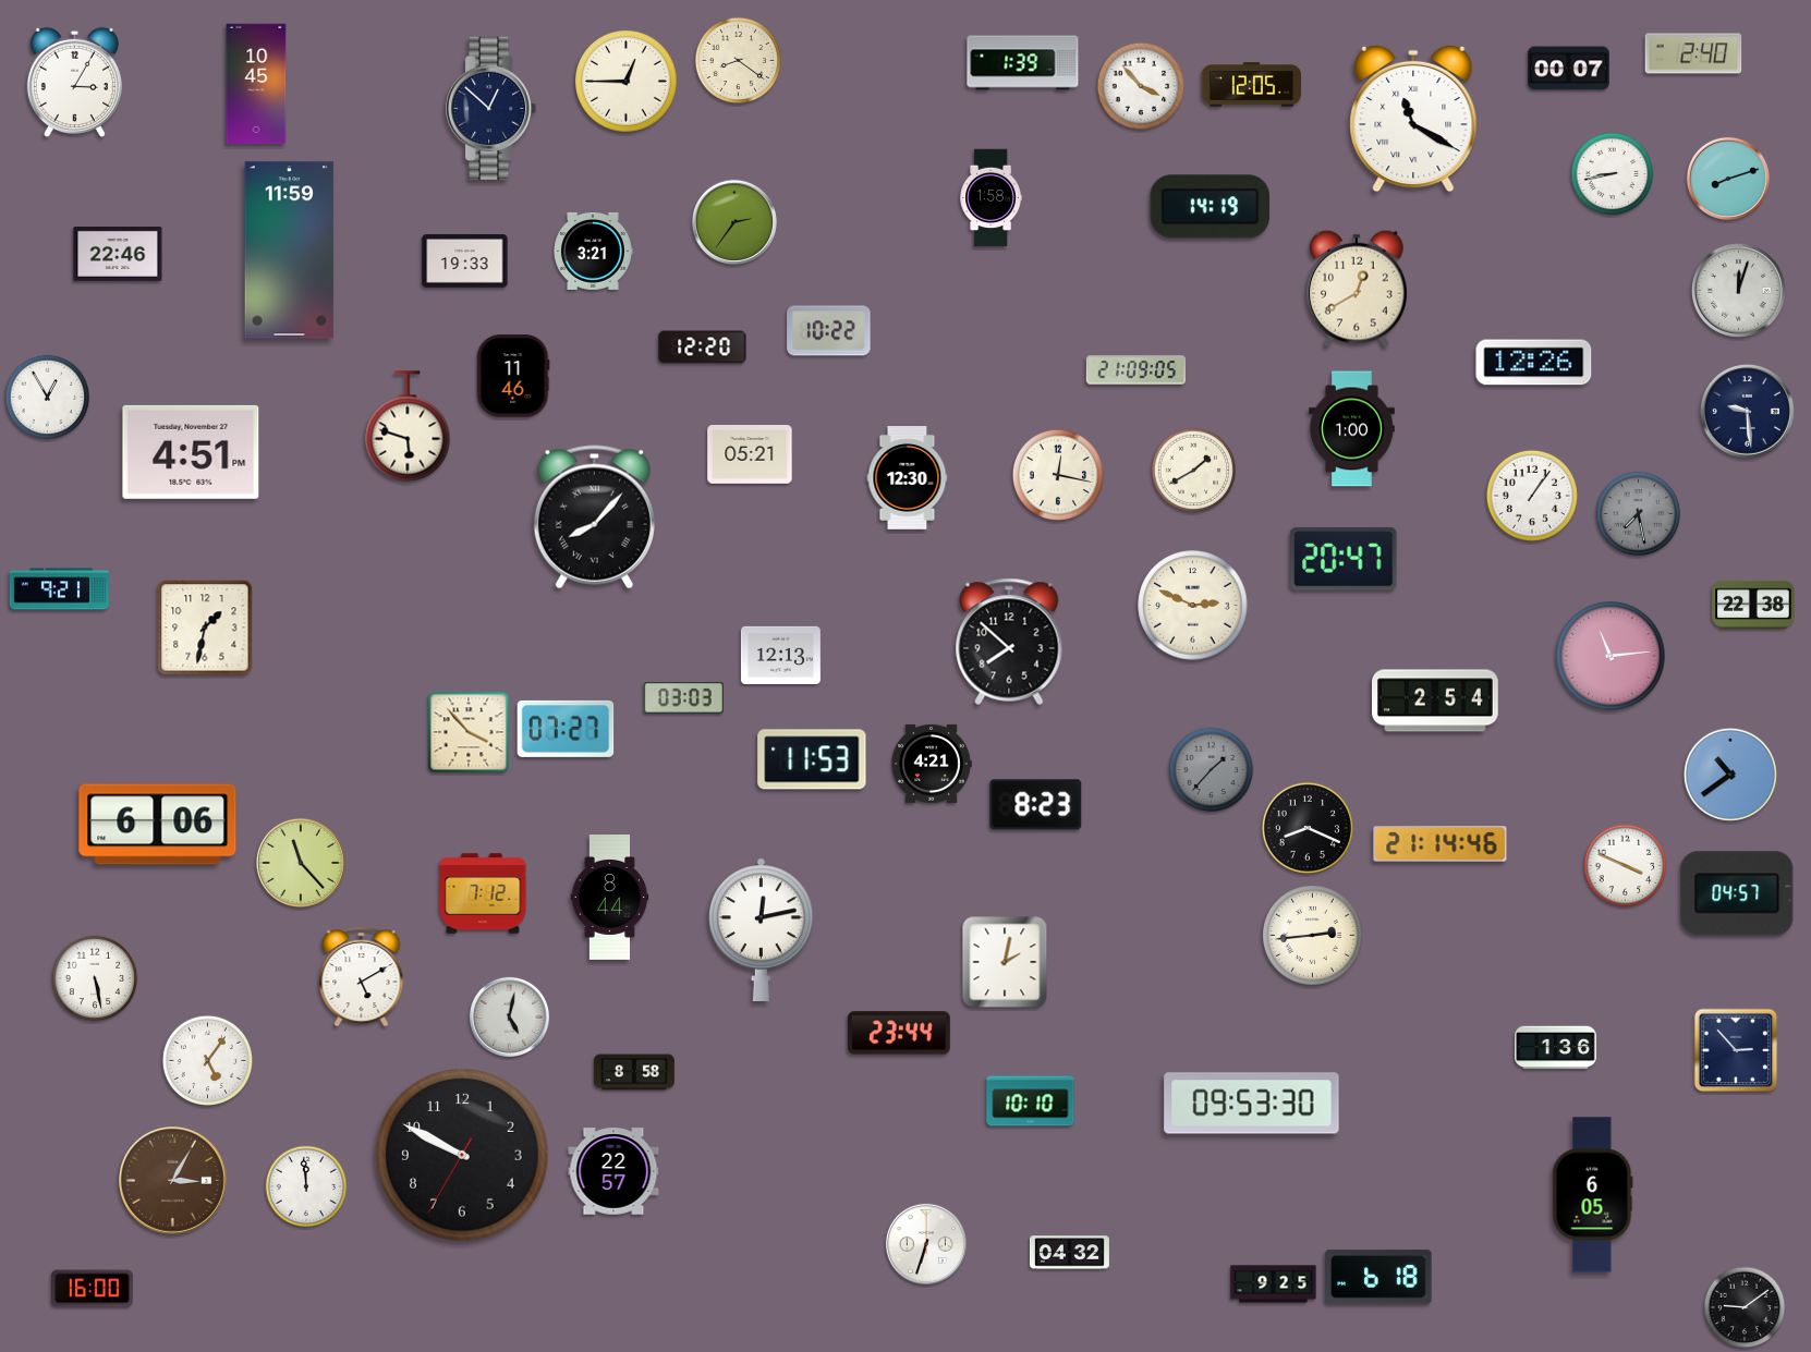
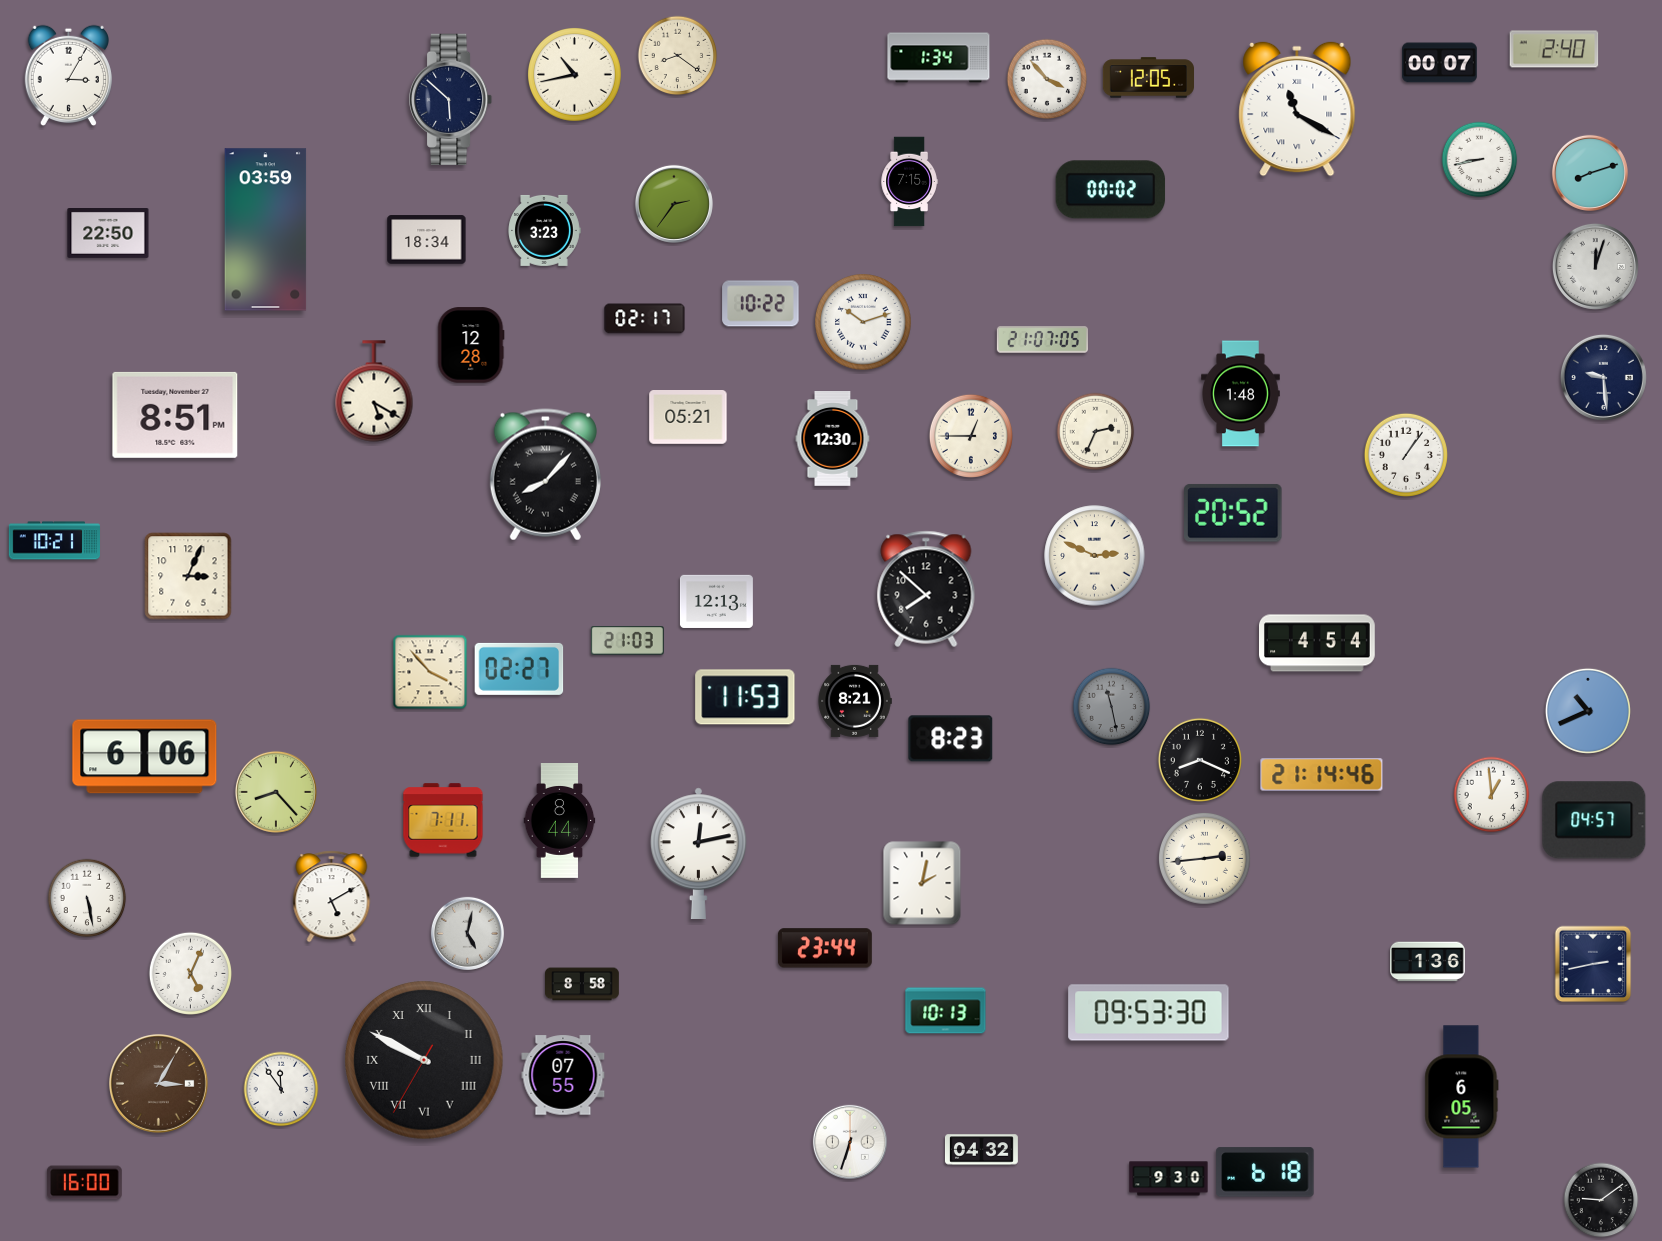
clock at (1023, 63): 1:39 -> 1:34
clock at (627, 82): 12:45 -> 10:43
clock at (256, 84): 10:45 -> none
clock at (493, 108): 12:52 -> 5:52
clock at (1728, 179) position: (1728, 179) -> (1590, 173)
clock at (990, 198): 1:58 -> 7:15
clock at (1211, 207): 14:19 -> 00:02
clock at (290, 251): 11:59 -> 03:59
clock at (593, 251): 3:21 -> 3:23
clock at (118, 255): 22:46 -> 22:50
clock at (465, 261): 19:33 -> 18:34
clock at (1357, 289): 12:40 -> none
clock at (703, 348): 12:20 -> 02:17
clock at (863, 322): none -> 10:12
clock at (1534, 363): 12:26 -> none
clock at (1135, 370): 21:09 -> 21:07
clock at (513, 376): 11:46 -> 12:28
clock at (48, 398): 12:55 -> none
clock at (408, 426): 5:48 -> 5:20
clock at (1352, 429): 1:00 -> 1:48
clock at (191, 452): 4:51 -> 8:51
clock at (1194, 471): 1:40 -> 2:34
clock at (1058, 475): 12:17 -> 12:45
clock at (1639, 514): 7:28 -> none
clock at (1345, 559): 20:47 -> 20:52
clock at (59, 589): 9:21 -> 10:21
clock at (1753, 605): 22:38 -> none
clock at (205, 628): 1:32 -> 3:04
clock at (1611, 656): 11:14 -> none
clock at (683, 698): 03:03 -> 21:03
clock at (1435, 701): 2:54 -> 4:54
clock at (566, 729): 07:27 -> 02:27
clock at (932, 764): 4:21 -> 8:21
clock at (1212, 770): 1:37 -> 11:28
clock at (1730, 775): 10:39 -> 10:41
clock at (301, 863): 11:23 -> 8:23
clock at (1626, 866): 3:49 -> 12:59
clock at (483, 893): 7:12 -> 7:11
clock at (610, 898) position: (610, 898) -> (560, 821)
clock at (1736, 1050): 2:53 -> 2:43
clock at (207, 1060): 5:06 -> 5:04
clock at (1031, 1101): 10:10 -> 10:13
clock at (462, 1155) numerals: Arabic -> Roman
clock at (613, 1171): 22:57 -> 07:55
clock at (306, 1186): 11:59 -> 11:54
clock at (1274, 1284): 9:25 -> 9:30
